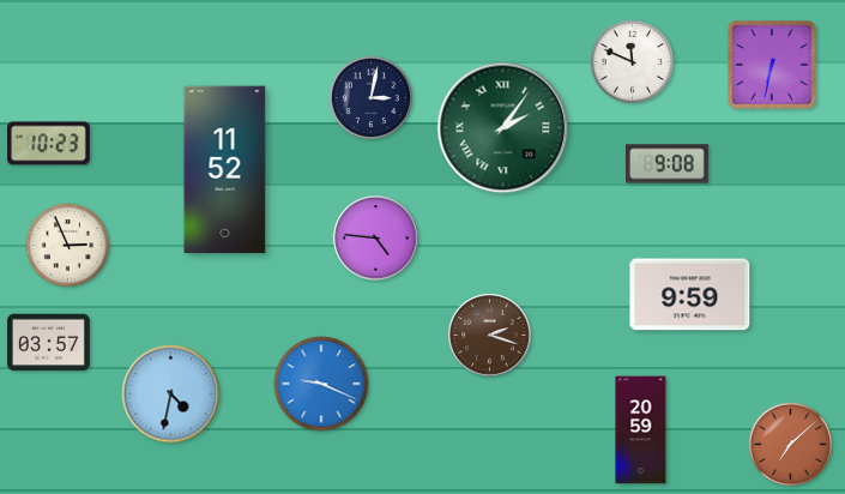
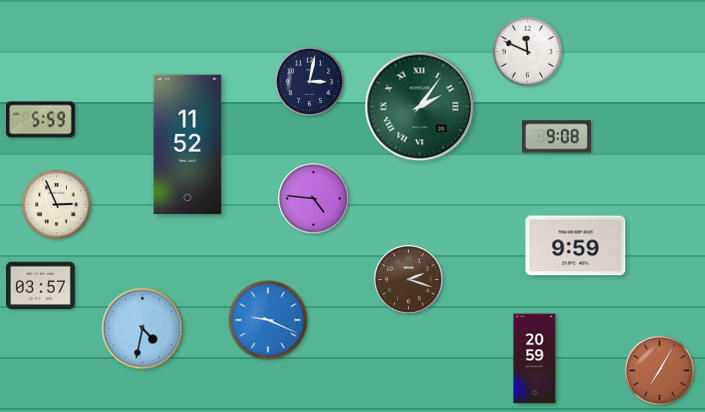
clock at (772, 65): 6:32 -> none
clock at (48, 144): 10:23 -> 5:59
clock at (225, 170) position: (225, 170) -> (188, 145)
clock at (790, 444): 7:08 -> 7:05
